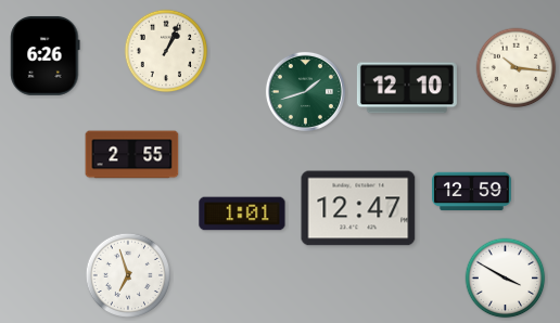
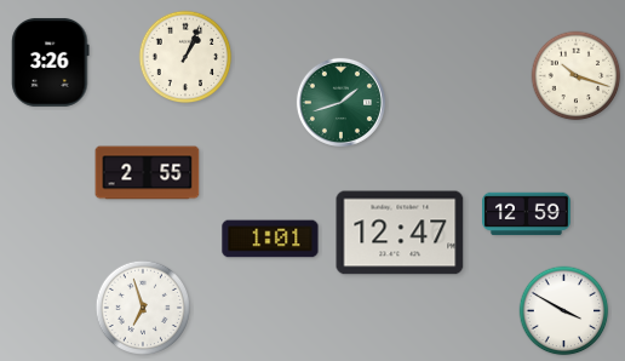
clock at (46, 55): 6:26 -> 3:26
clock at (517, 68): 10:16 -> 10:18
clock at (407, 88): 12:10 -> none
